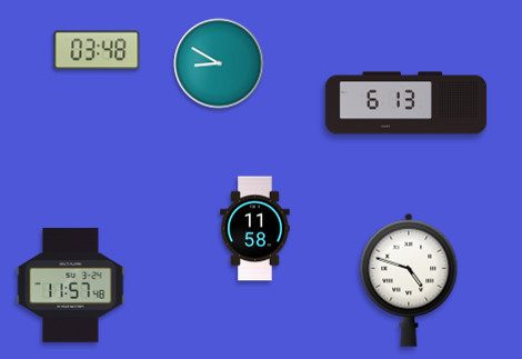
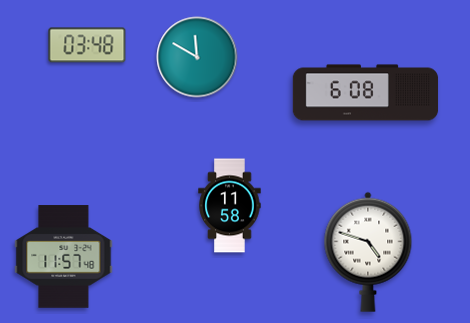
clock at (219, 63): 8:50 -> 11:50
clock at (406, 103): 6:13 -> 6:08
